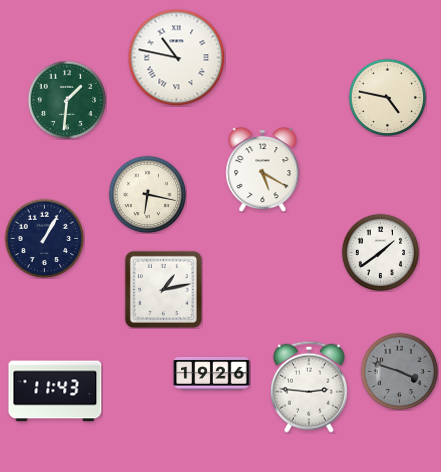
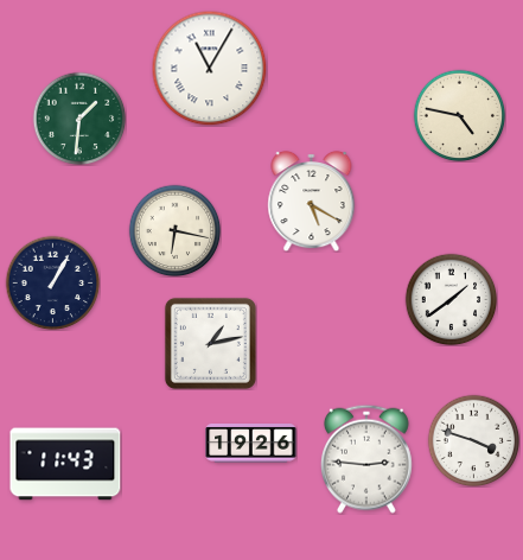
clock at (176, 57): 10:47 -> 11:05
clock at (163, 289) position: (163, 289) -> (210, 343)
clock at (399, 371) dial: grey -> white
